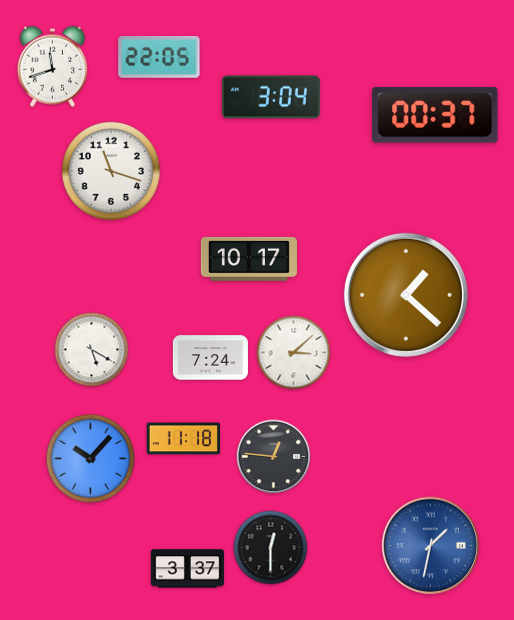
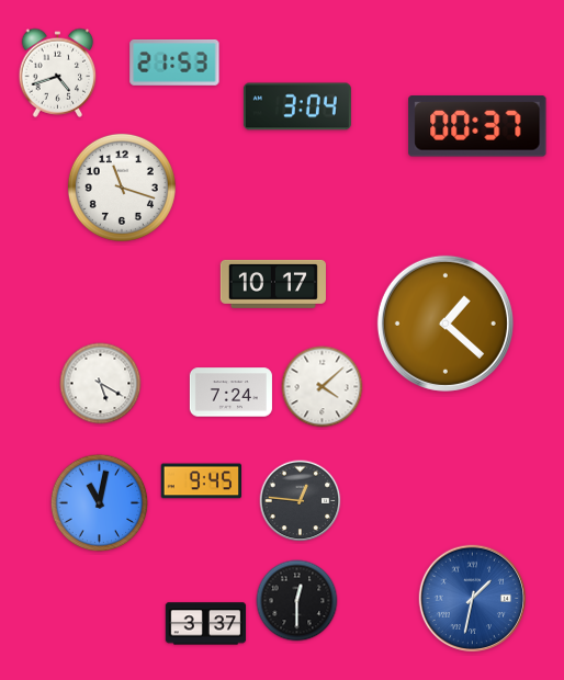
clock at (159, 57): 22:05 -> 21:53
clock at (53, 66): 11:42 -> 4:42
clock at (294, 353): 3:08 -> 4:08
clock at (183, 439): 11:18 -> 9:45
clock at (91, 459): 10:07 -> 11:02
